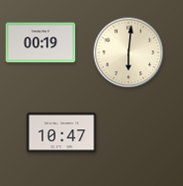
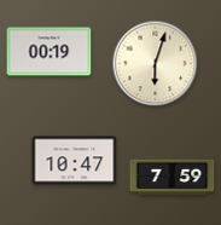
clock at (129, 53): 6:01 -> 6:03
clock at (173, 178): none -> 7:59
